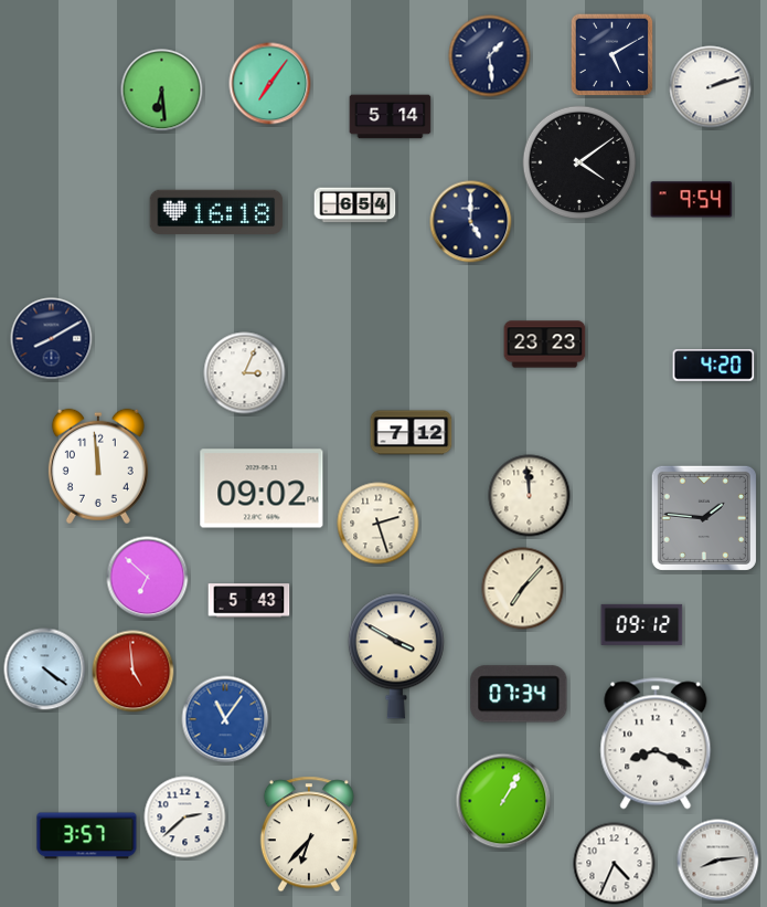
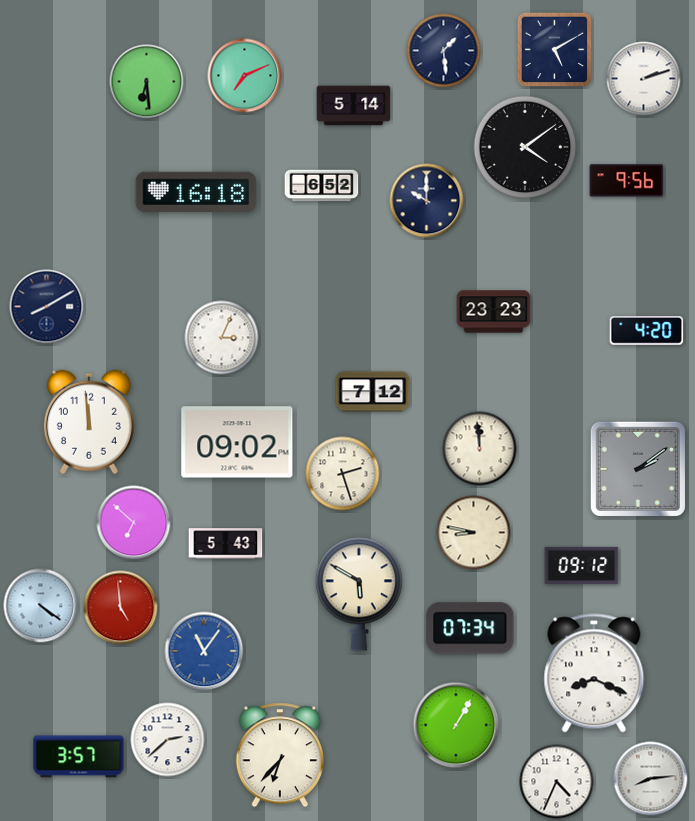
clock at (270, 84): 7:06 -> 7:11
clock at (692, 200): 9:54 -> 9:56
clock at (355, 205): 6:54 -> 6:52
clock at (471, 222): 5:00 -> 10:00
clock at (704, 518): 1:46 -> 2:09
clock at (523, 589): 7:07 -> 8:47
clock at (396, 656): 3:50 -> 5:50
